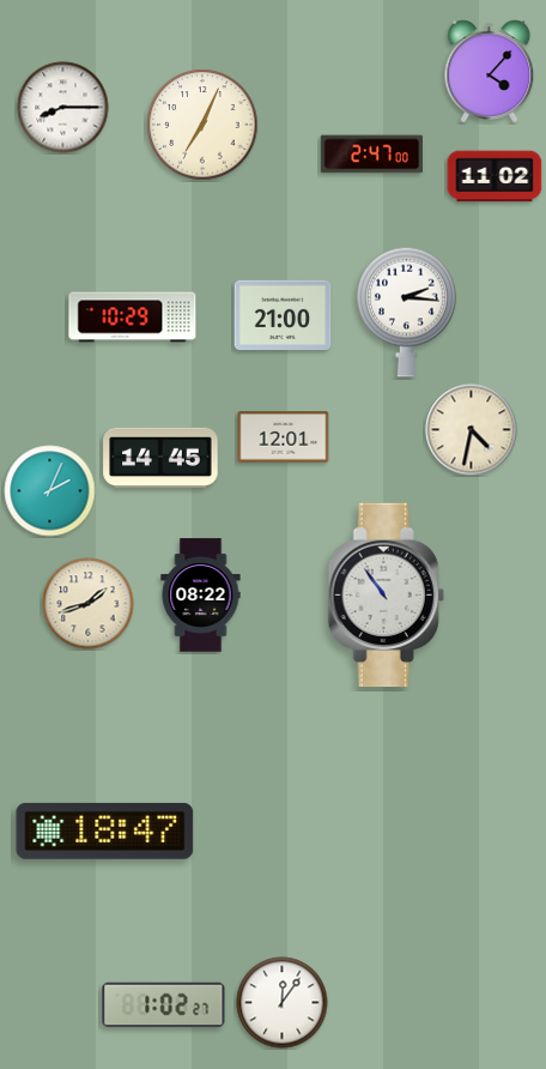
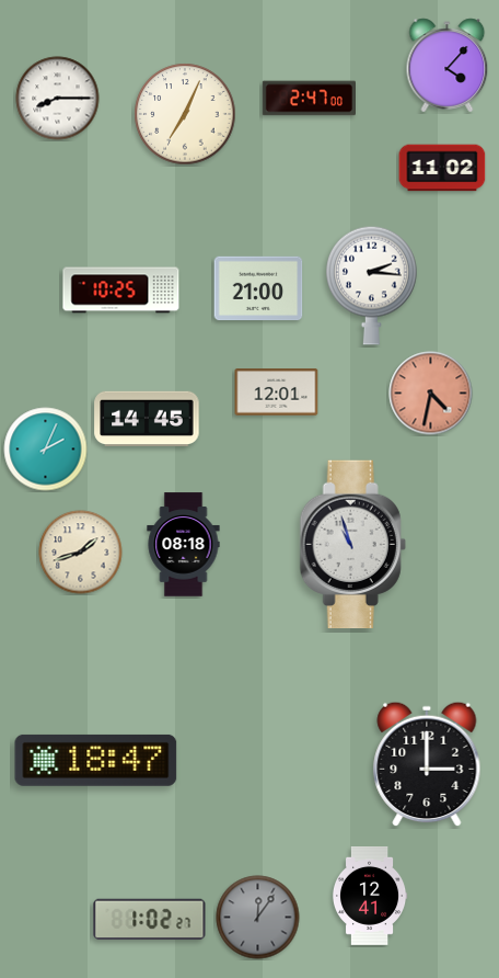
clock at (371, 155) position: (371, 155) -> (309, 99)
clock at (495, 176) position: (495, 176) -> (442, 168)
clock at (133, 318): 10:29 -> 10:25
clock at (472, 430) dial: cream -> salmon
clock at (284, 437) position: (284, 437) -> (277, 393)
clock at (201, 596): 08:22 -> 08:18
clock at (386, 596): 10:54 -> 10:57
clock at (427, 764): none -> 3:00
clock at (370, 896): none -> 12:41
clock at (283, 1003) dial: white -> grey
